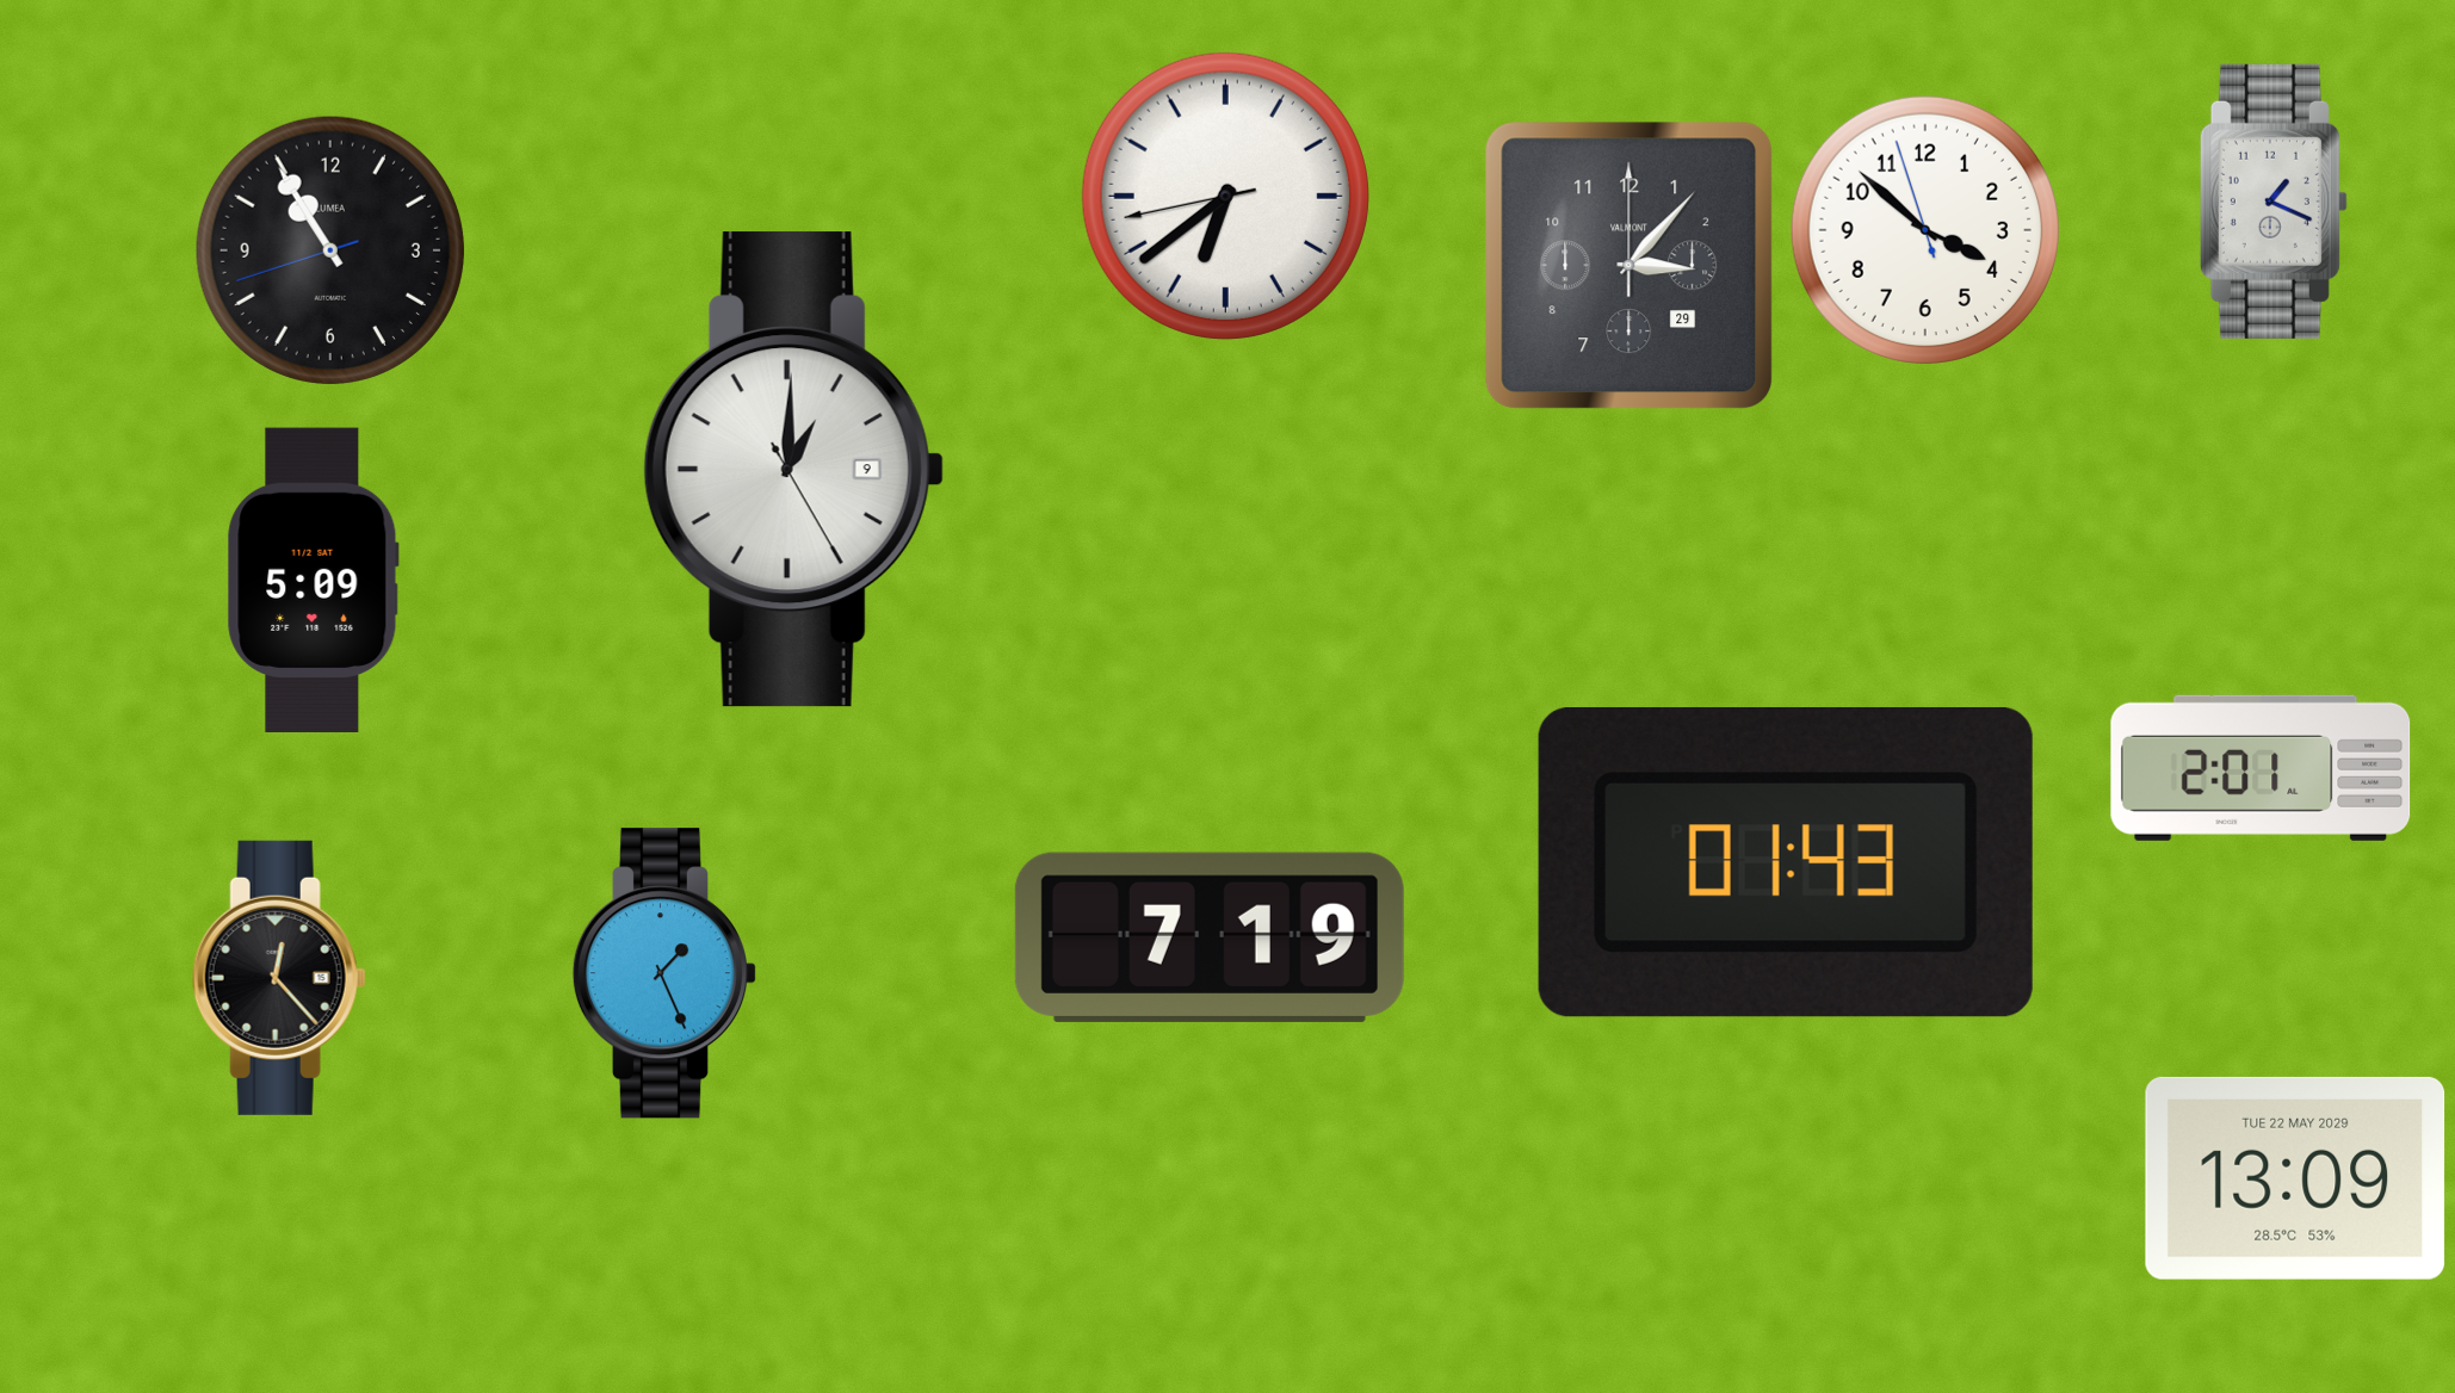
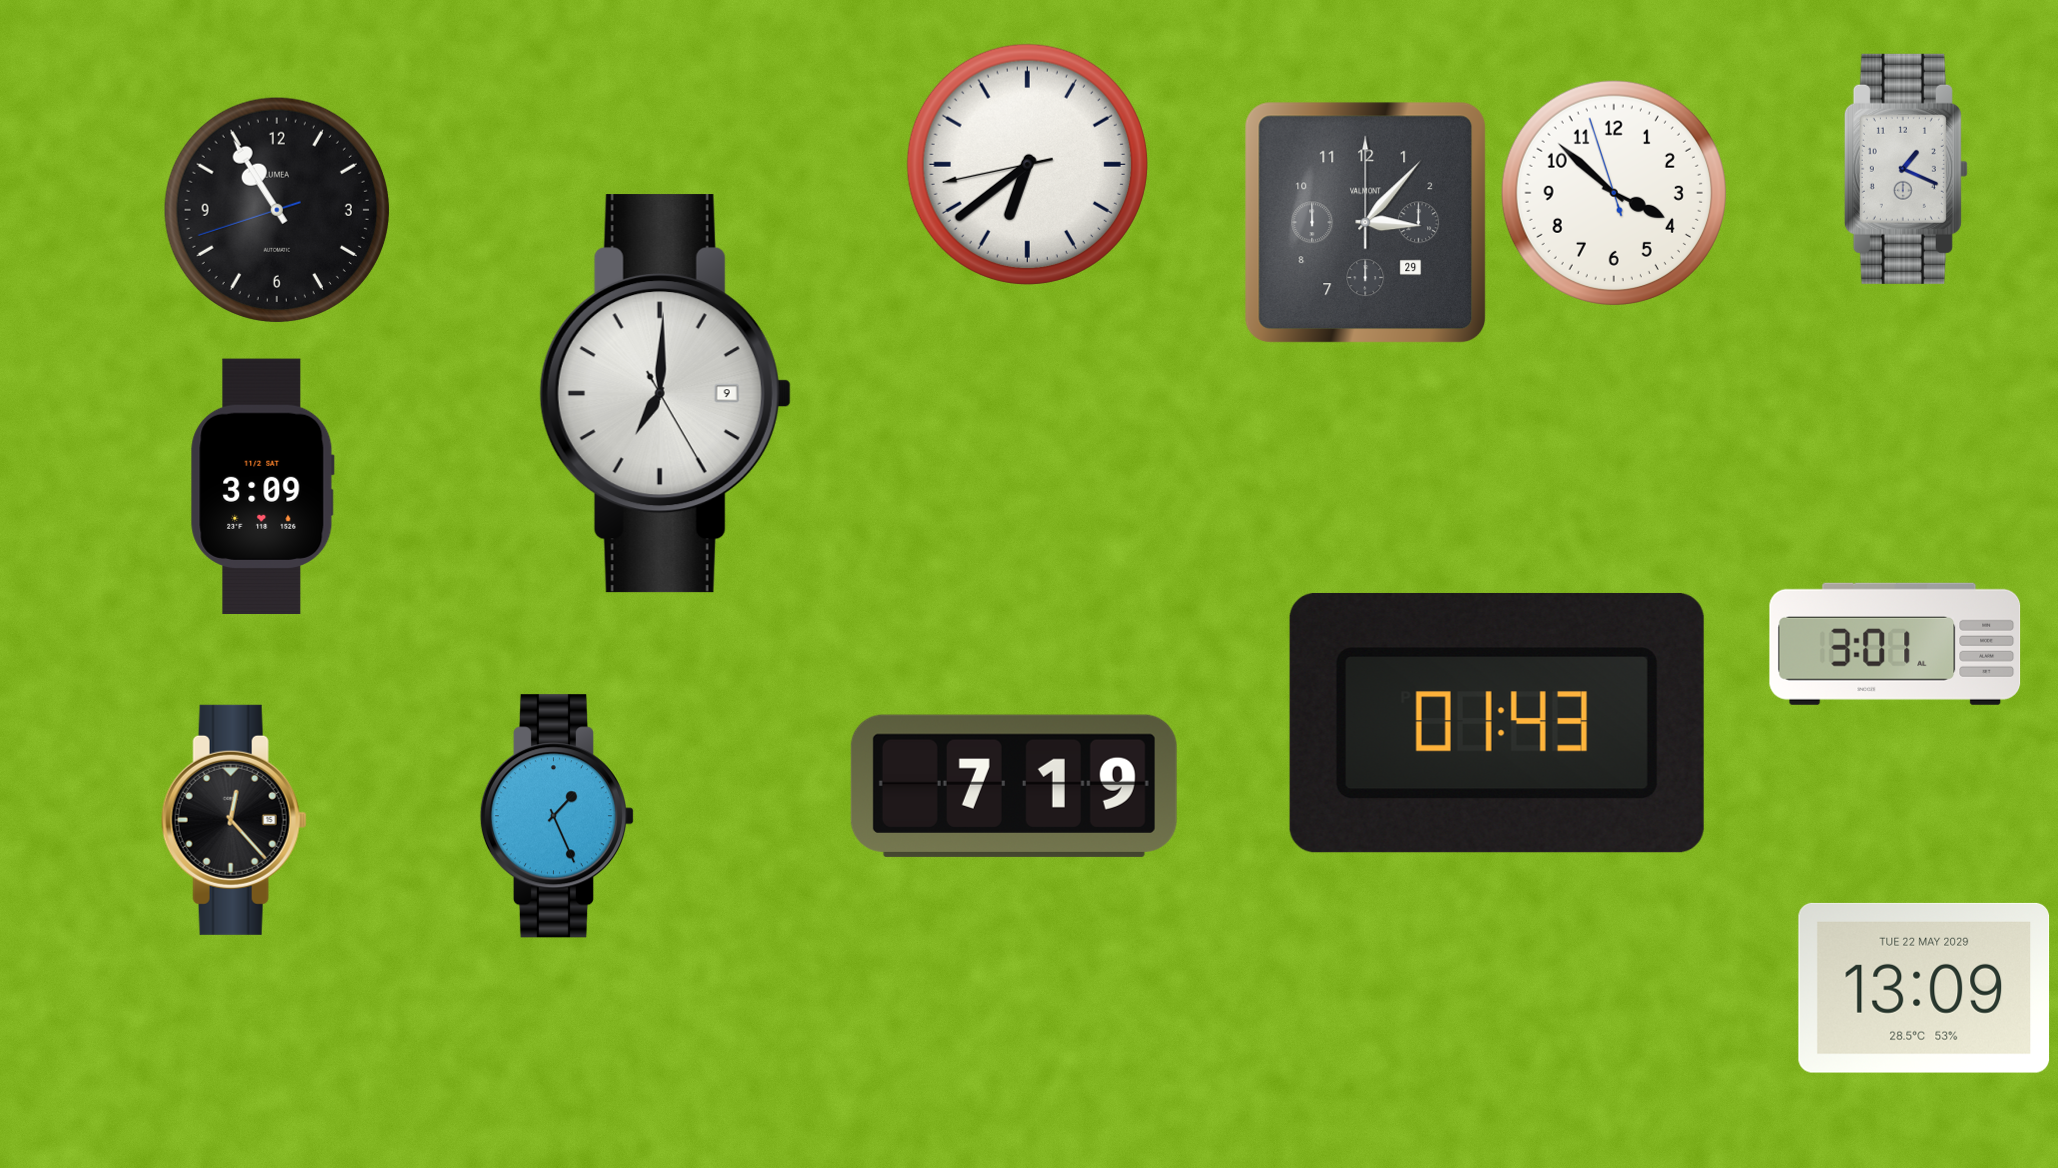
clock at (793, 470): 1:00 -> 7:00
clock at (313, 580): 5:09 -> 3:09
clock at (2261, 768): 2:01 -> 3:01
